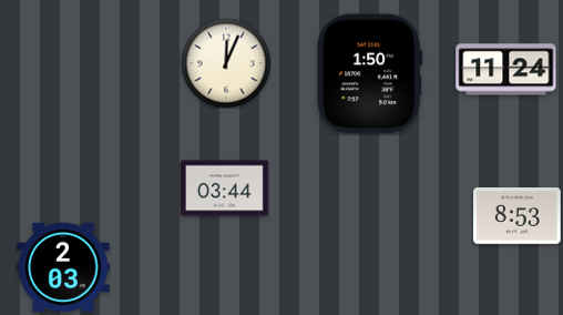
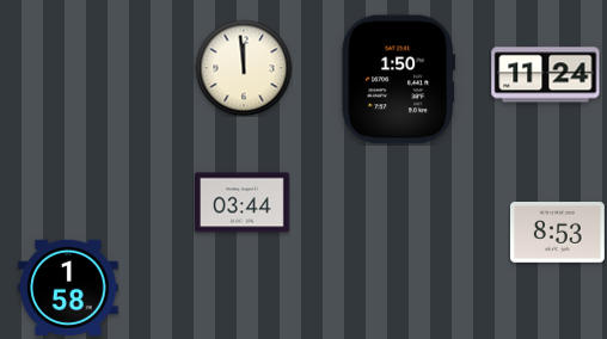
clock at (226, 63): 12:04 -> 11:59
clock at (63, 267): 2:03 -> 1:58
